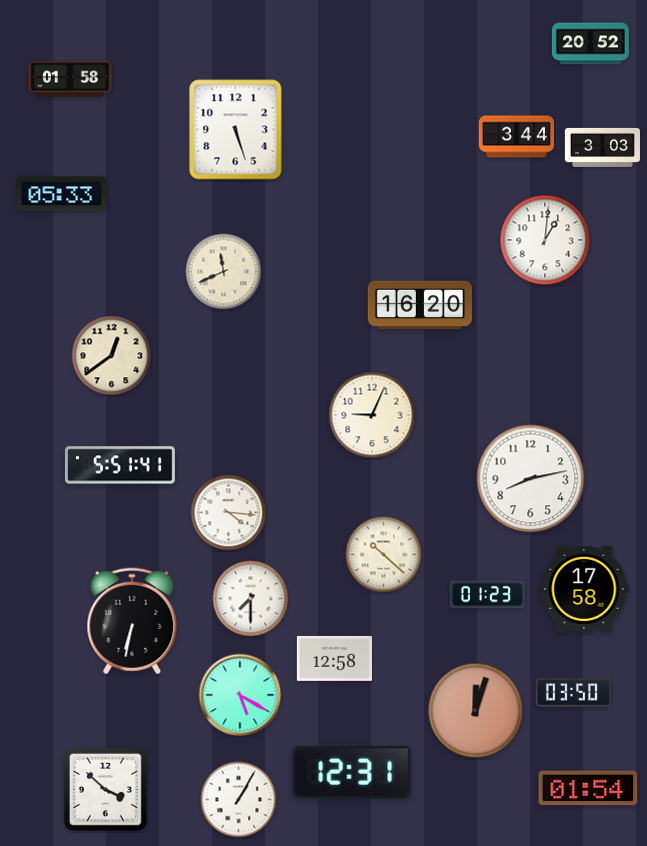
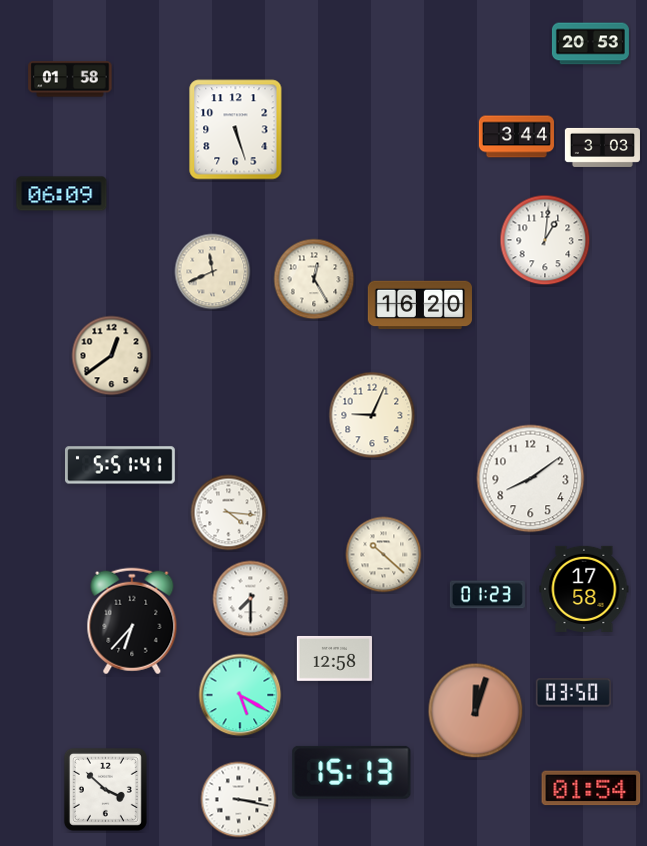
clock at (590, 44): 20:52 -> 20:53
clock at (62, 194): 05:33 -> 06:09
clock at (224, 272) position: (224, 272) -> (213, 272)
clock at (314, 279): none -> 12:25
clock at (531, 479): 8:13 -> 8:09
clock at (132, 621): 6:32 -> 6:37
clock at (352, 772): 12:31 -> 15:13
clock at (588, 788) position: (588, 788) -> (591, 788)
clock at (239, 800): 1:05 -> 3:17
